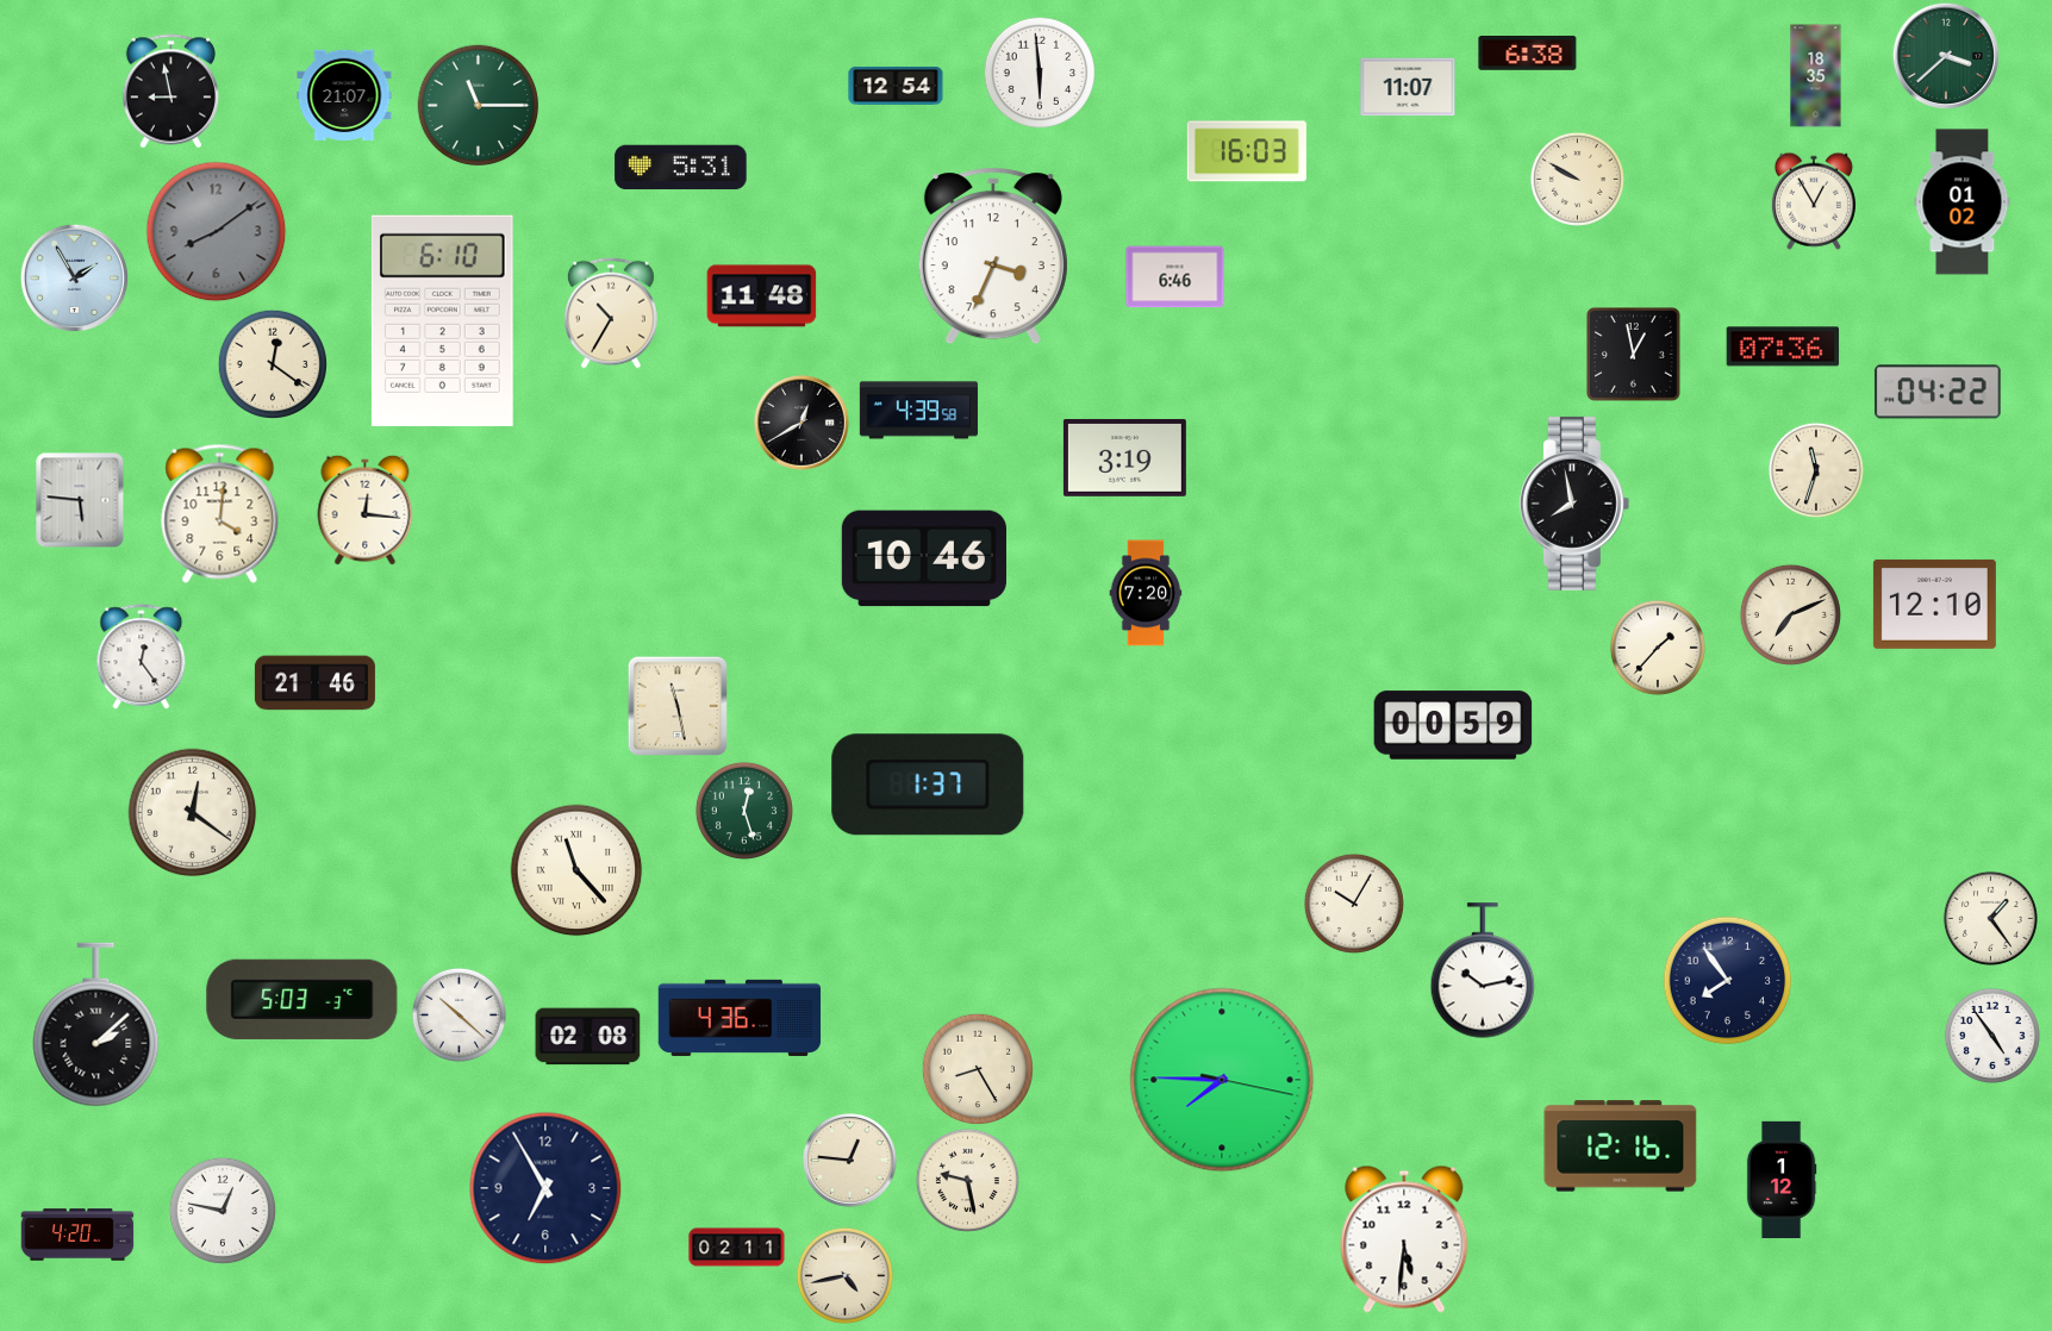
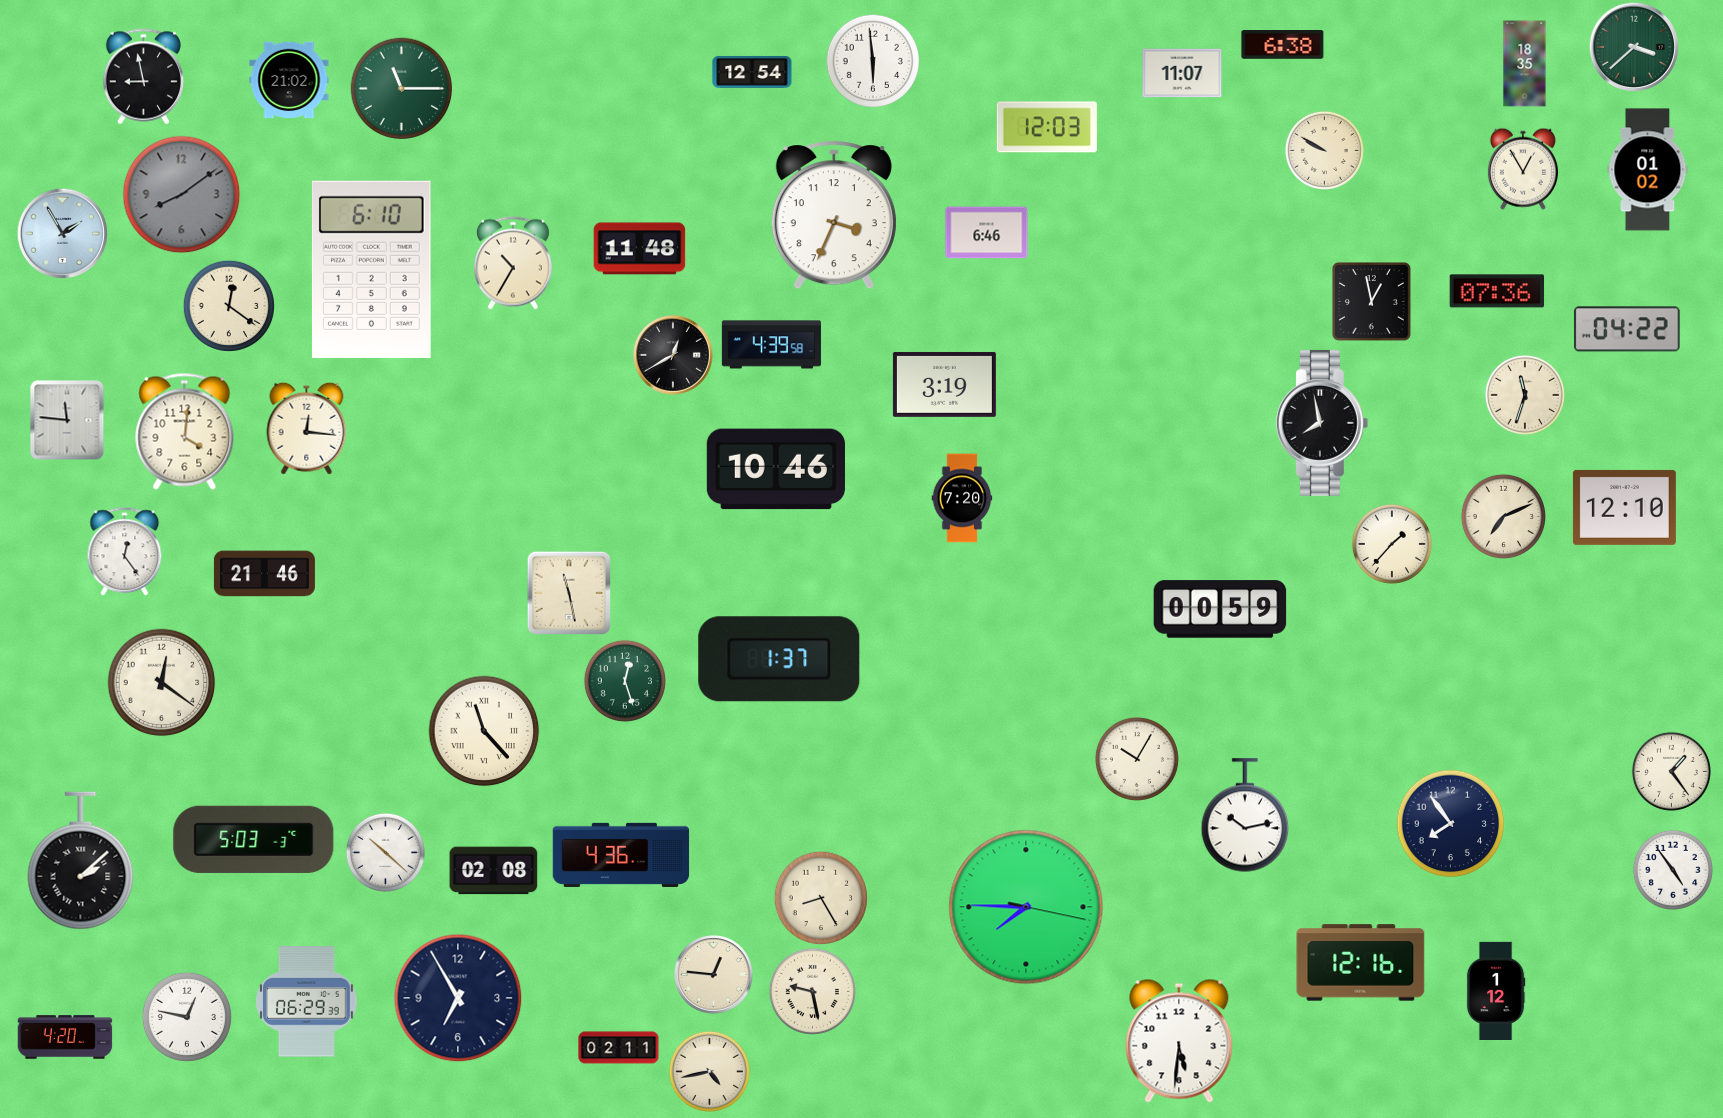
clock at (344, 94): 21:07 -> 21:02
clock at (1247, 151): 16:03 -> 12:03
clock at (681, 168): 5:31 -> none
clock at (1634, 355) position: (1634, 355) -> (1372, 302)
clock at (80, 500): 5:46 -> 11:46
clock at (142, 657) position: (142, 657) -> (125, 552)
clock at (307, 1002): none -> 06:29
